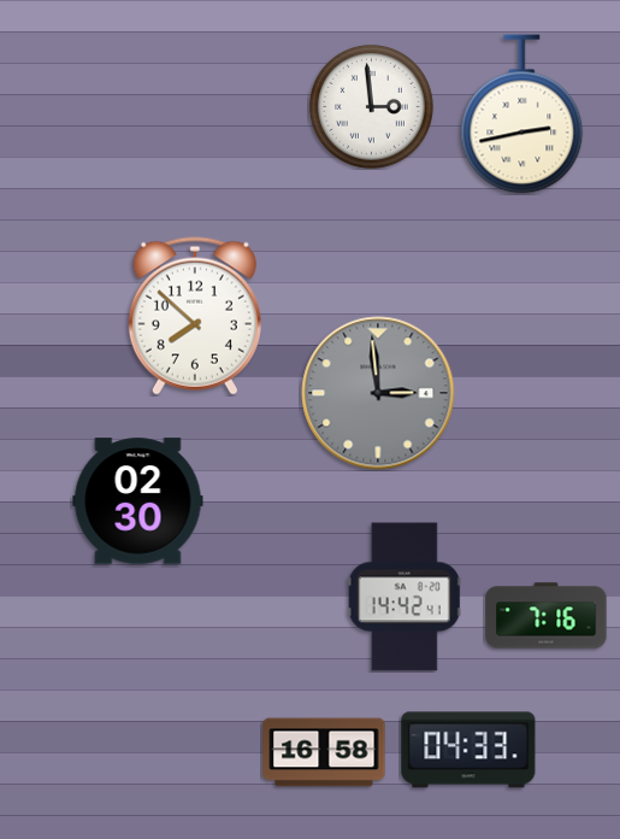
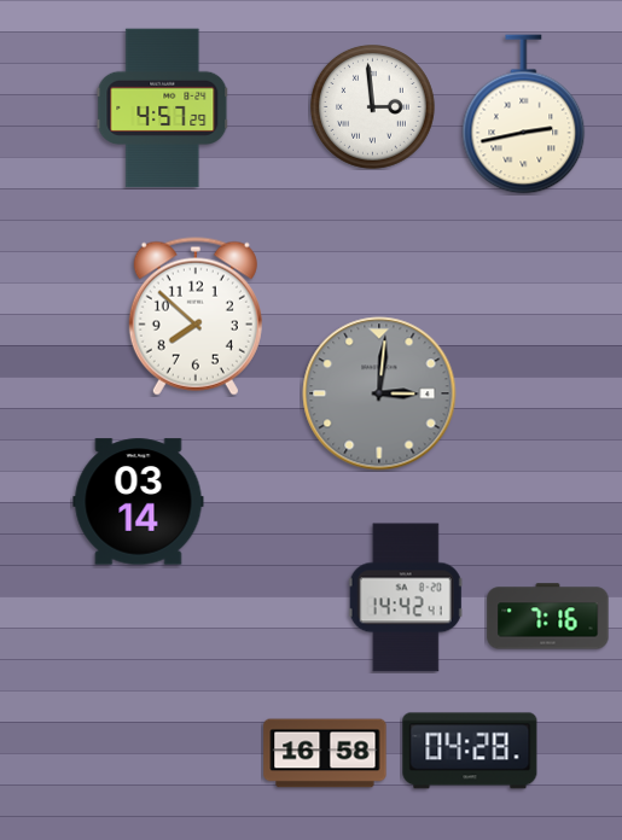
clock at (163, 109): none -> 4:57
clock at (378, 393): 2:59 -> 3:01
clock at (138, 501): 02:30 -> 03:14
clock at (468, 750): 04:33 -> 04:28
